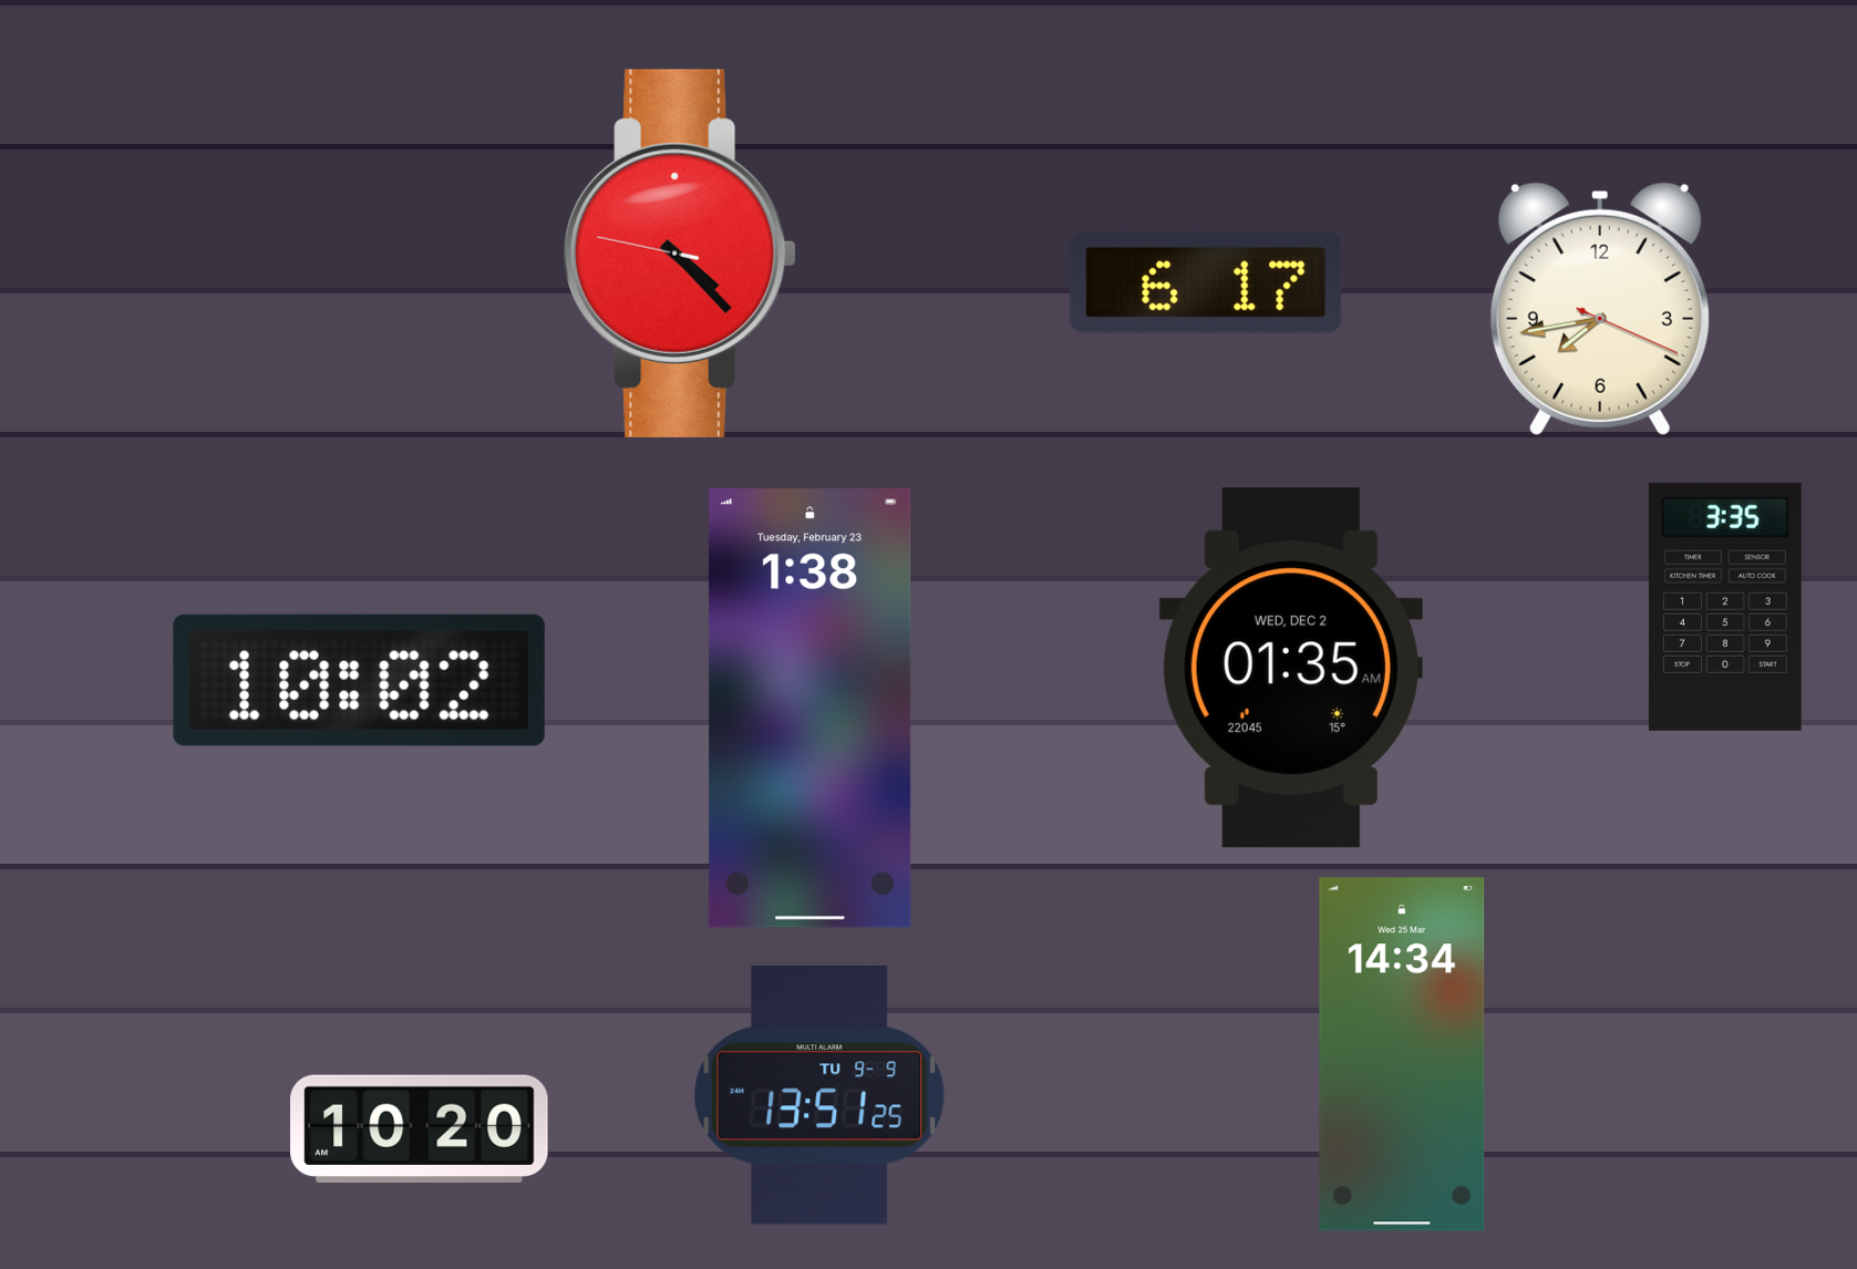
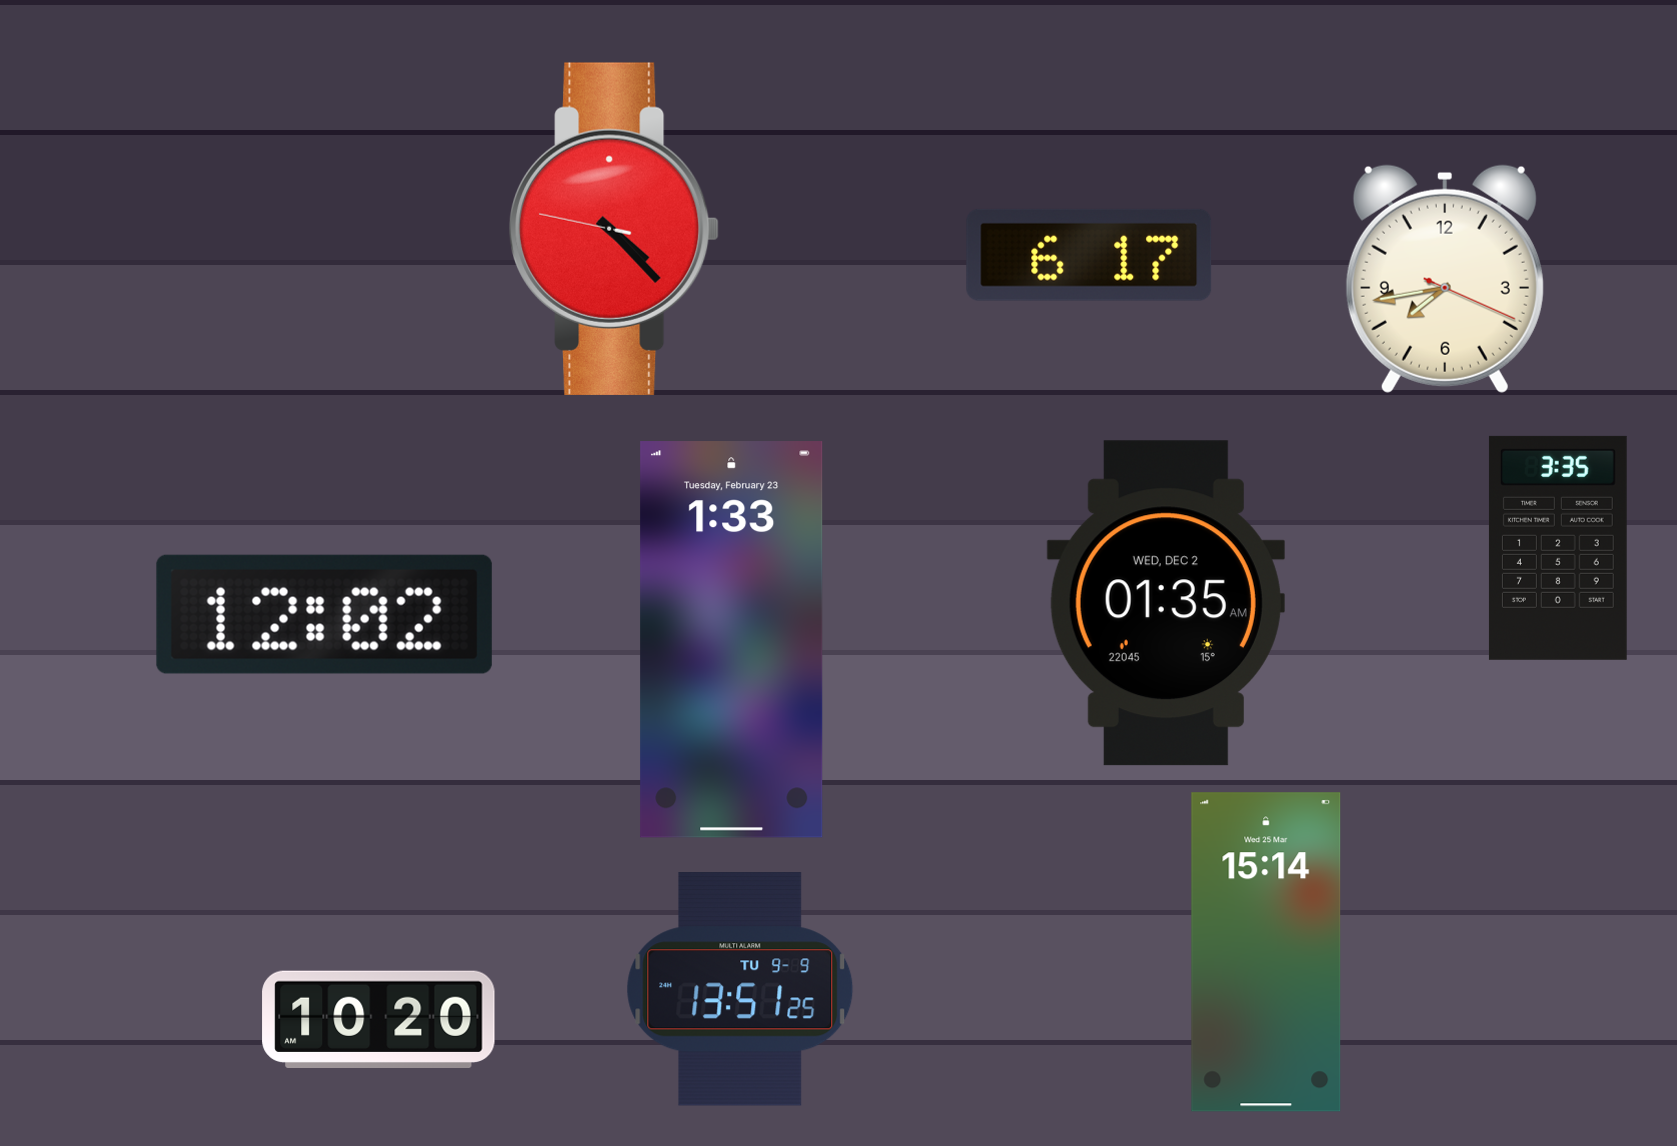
clock at (359, 680): 10:02 -> 12:02
clock at (811, 709): 1:38 -> 1:33
clock at (1402, 1054): 14:34 -> 15:14
